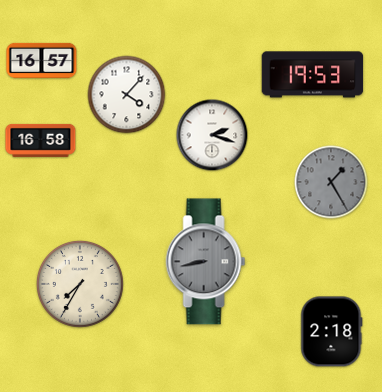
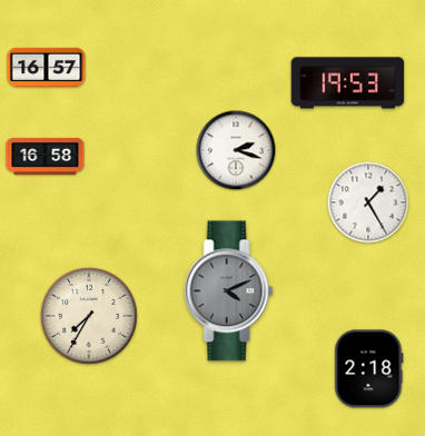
clock at (127, 95): 4:07 -> none
clock at (331, 182) dial: grey -> white
clock at (206, 262): 8:43 -> 4:11
